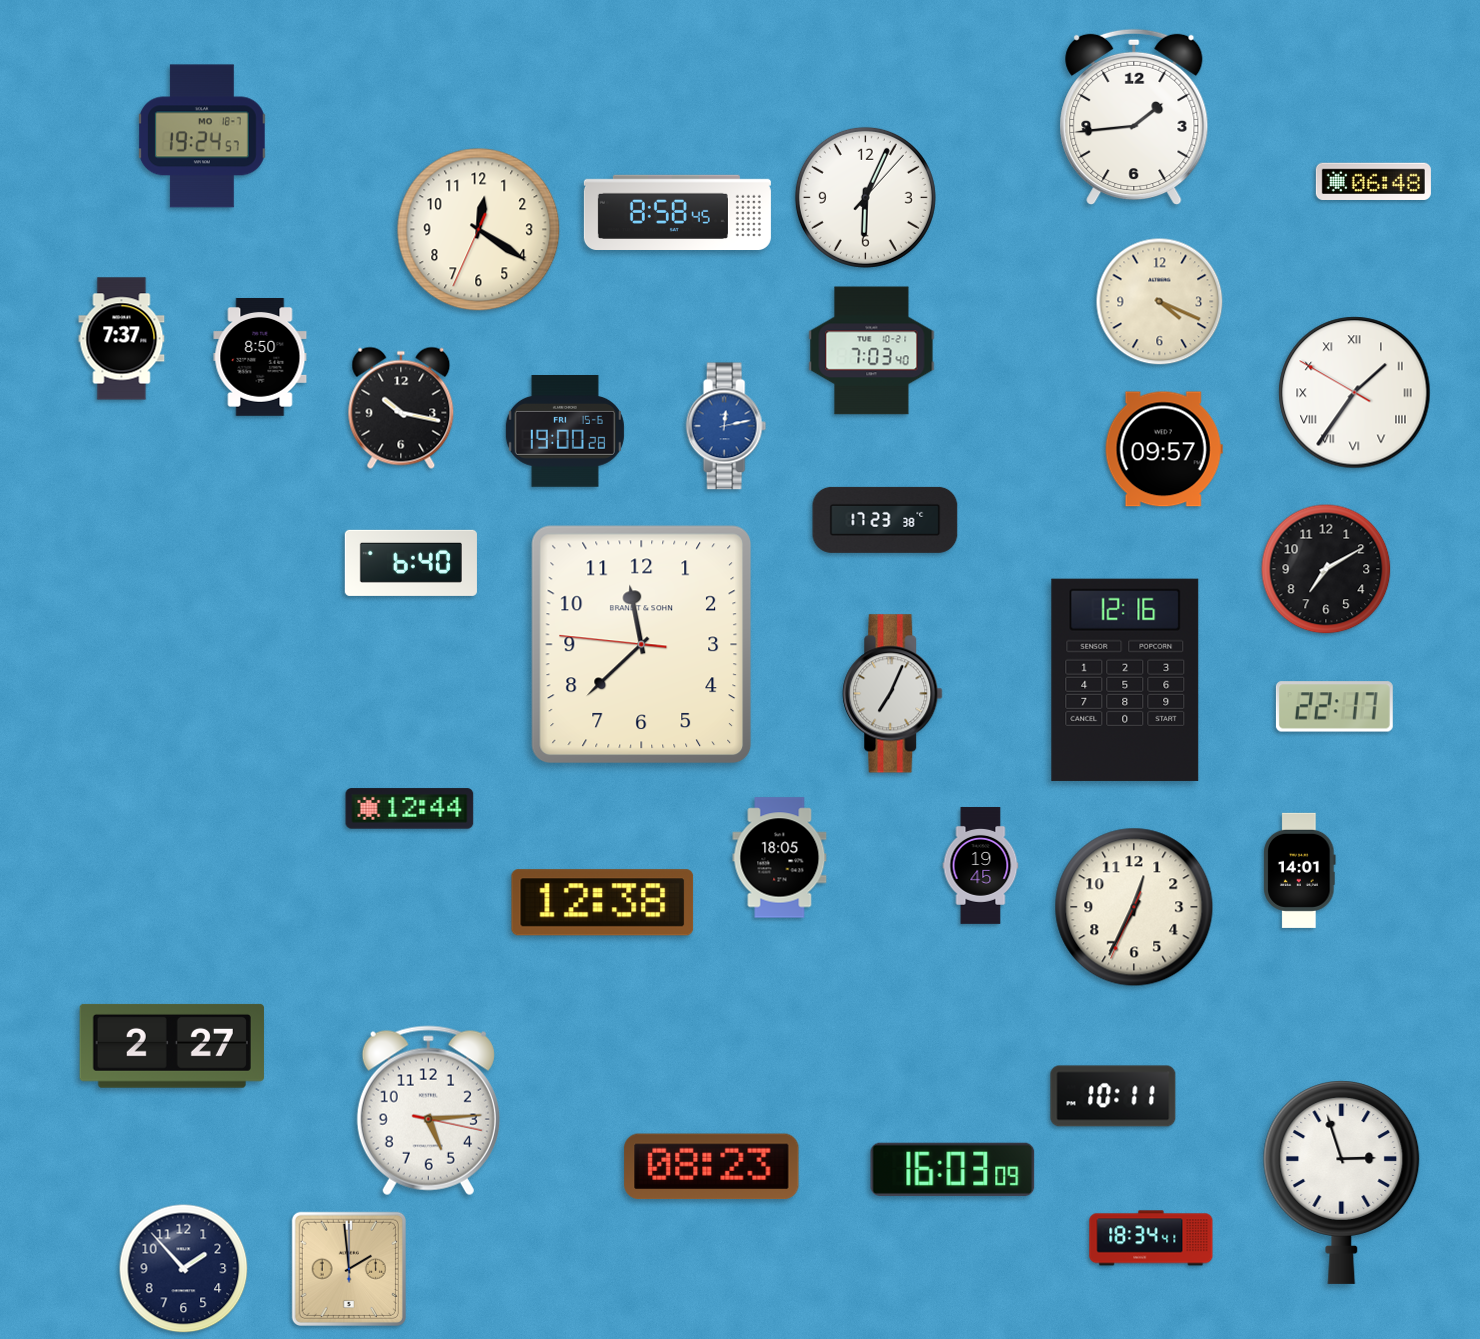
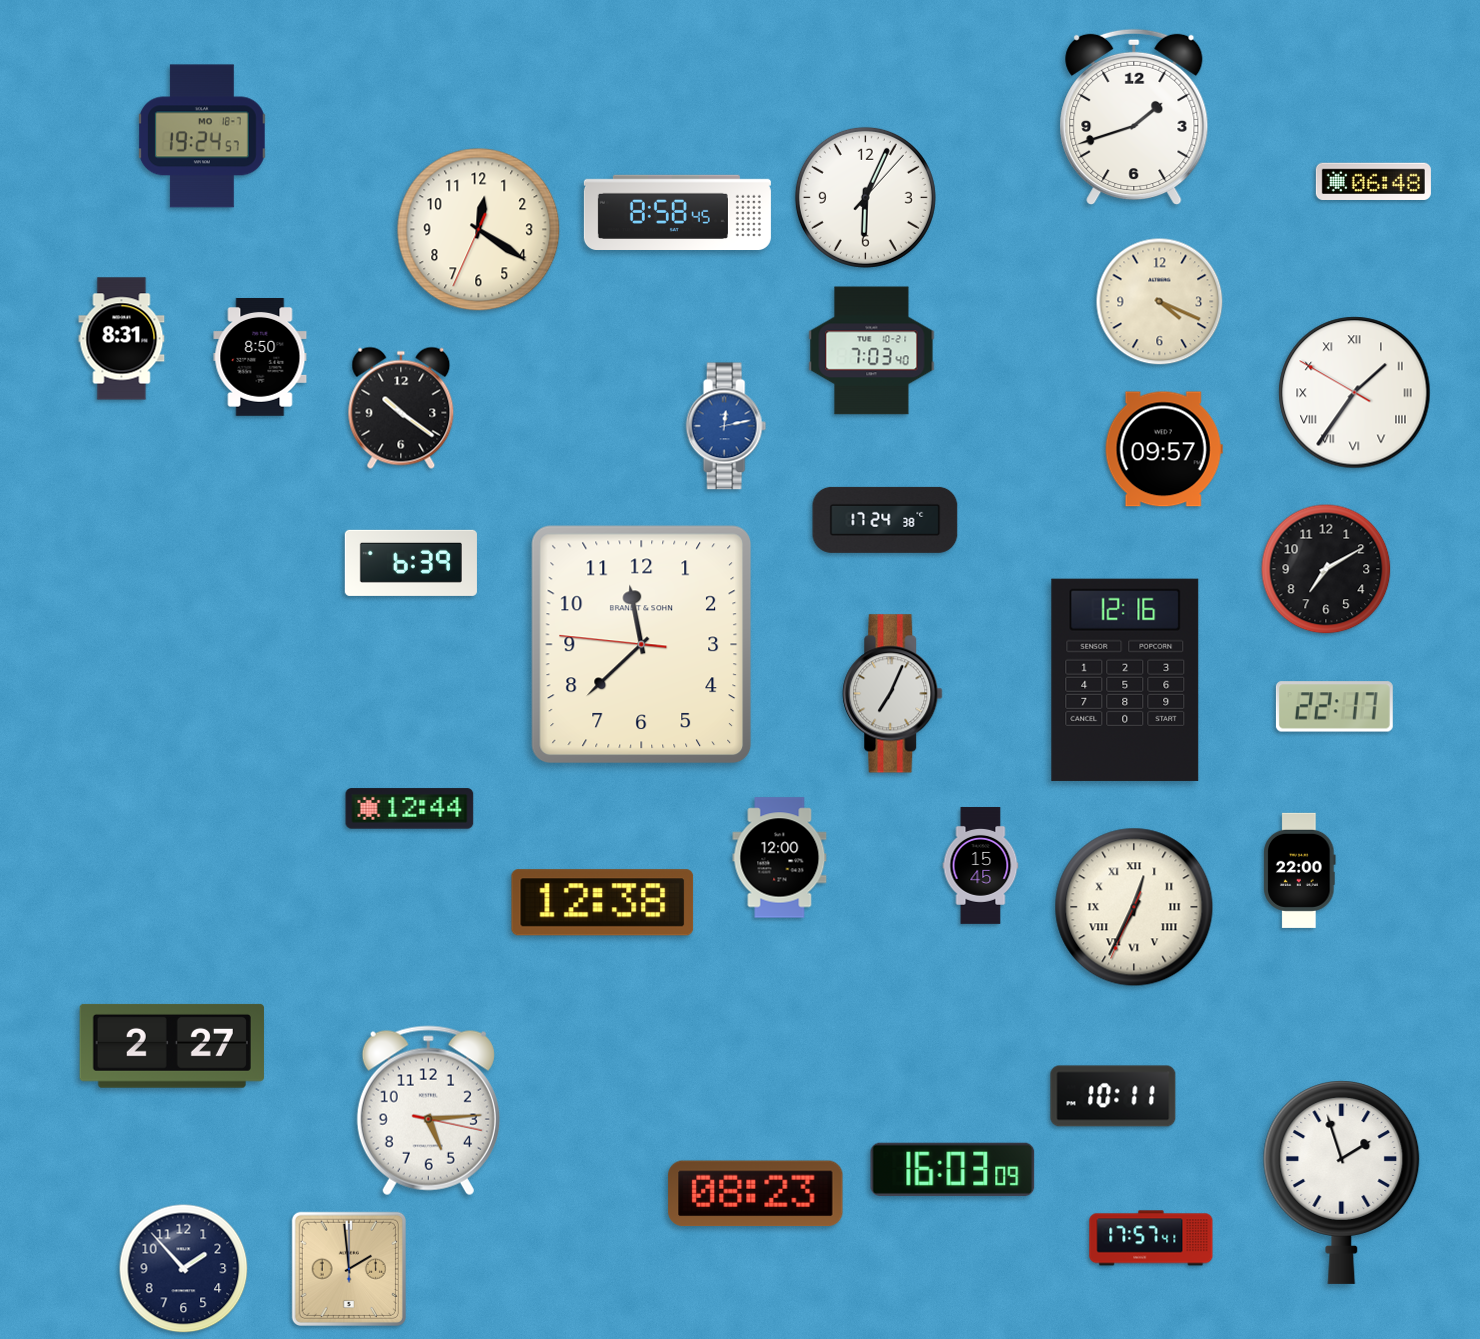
clock at (1134, 117): 1:44 -> 1:42
clock at (122, 339): 7:37 -> 8:31
clock at (401, 408): 10:17 -> 10:21
clock at (565, 432): 19:00 -> none
clock at (885, 520): 17:23 -> 17:24
clock at (411, 563): 6:40 -> 6:39
clock at (780, 858): 18:05 -> 12:00
clock at (981, 866): 19:45 -> 15:45
clock at (1300, 870): 14:01 -> 22:00
clock at (1134, 907) numerals: Arabic -> Roman
clock at (712, 1167) position: (712, 1167) -> (756, 1194)
clock at (1342, 1182): 2:57 -> 1:57
clock at (1151, 1238): 18:34 -> 17:57
